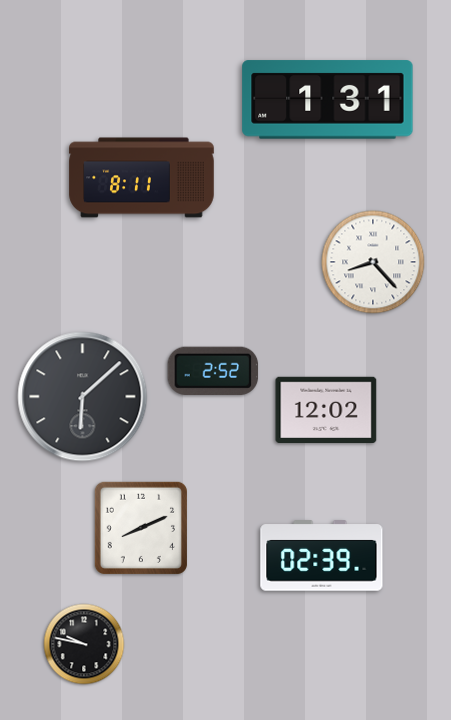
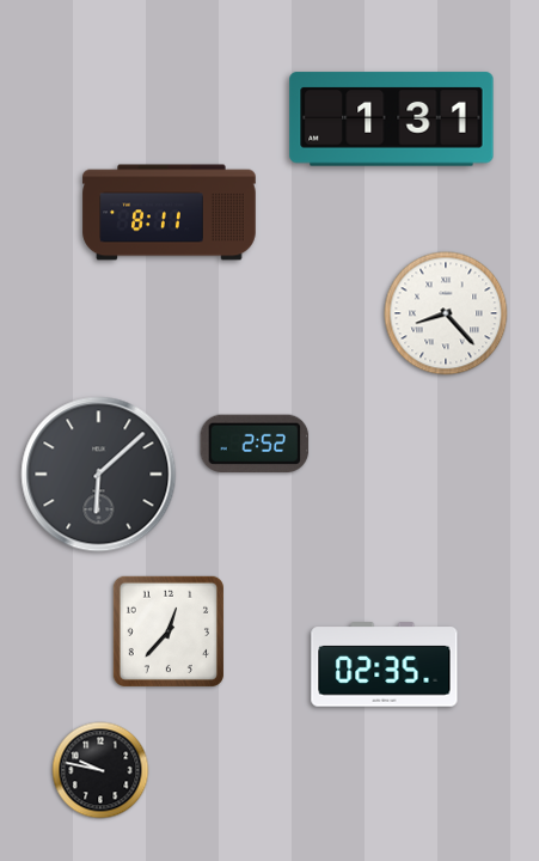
clock at (326, 409): 12:02 -> none
clock at (141, 528): 8:11 -> 12:37
clock at (322, 556): 02:39 -> 02:35
